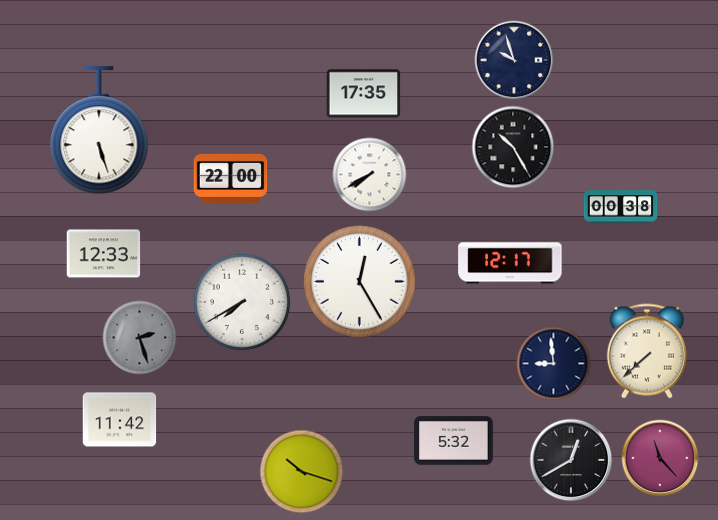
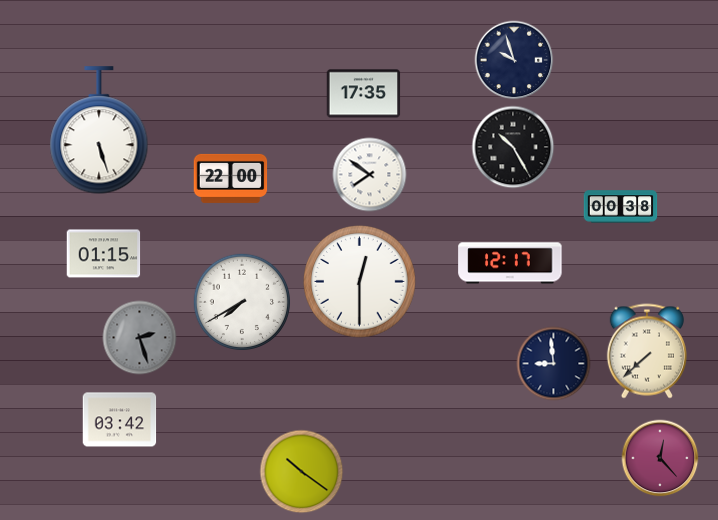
clock at (370, 175): 7:40 -> 7:51
clock at (104, 254): 12:33 -> 01:15
clock at (360, 282): 12:25 -> 12:30
clock at (120, 420): 11:42 -> 03:42
clock at (454, 441): 5:32 -> none
clock at (660, 458): 11:23 -> 12:23
clock at (571, 460): 12:40 -> none
clock at (302, 472): 10:18 -> 10:21
